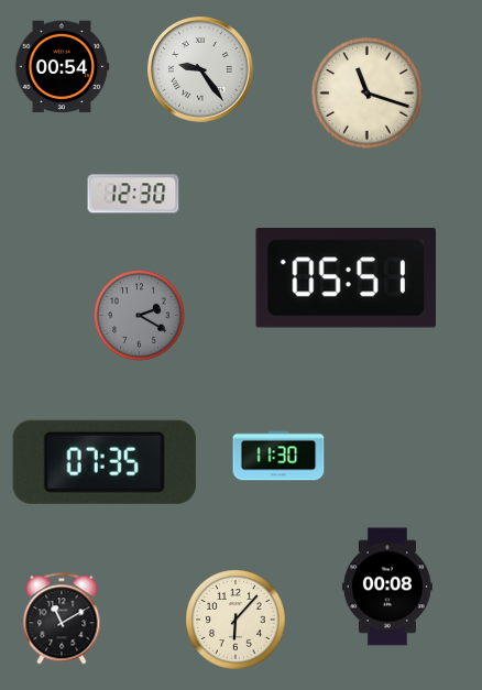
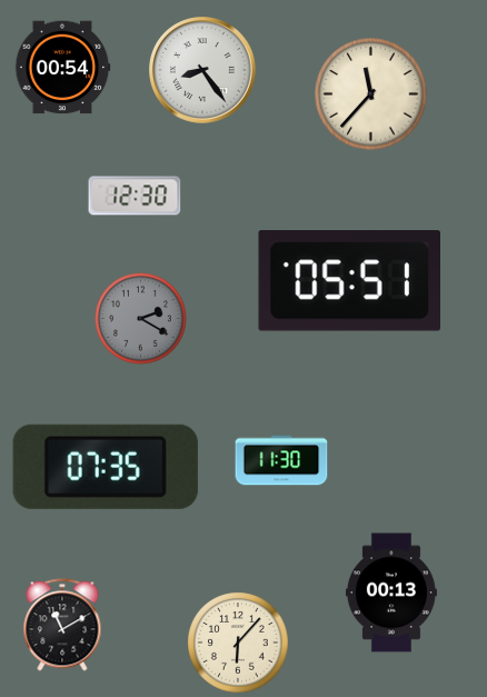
clock at (201, 70): 9:24 -> 8:24
clock at (368, 94): 11:18 -> 11:37
clock at (387, 587): 00:08 -> 00:13
clock at (235, 620) position: (235, 620) -> (238, 643)
